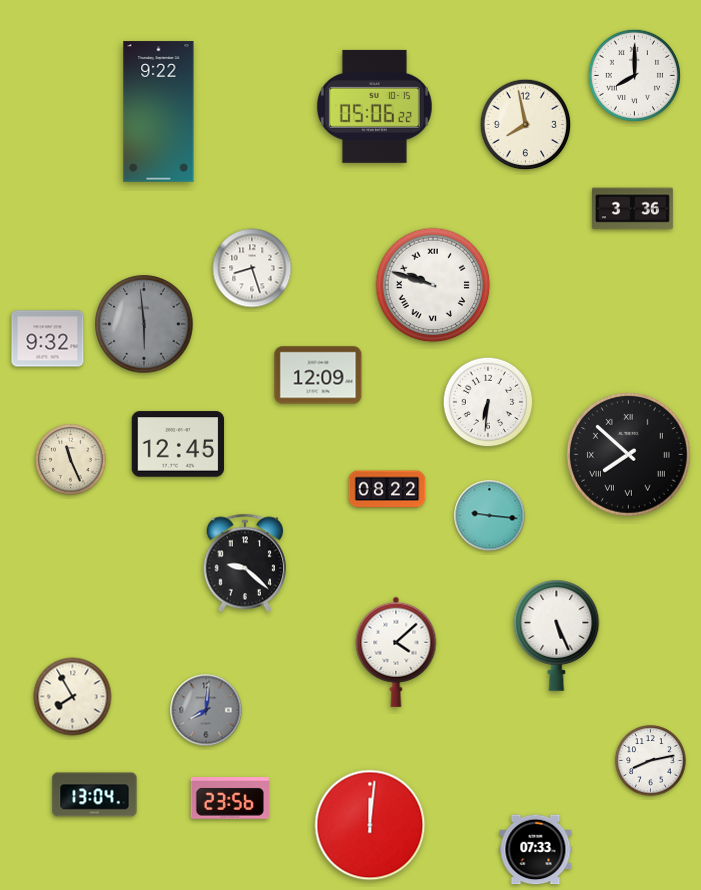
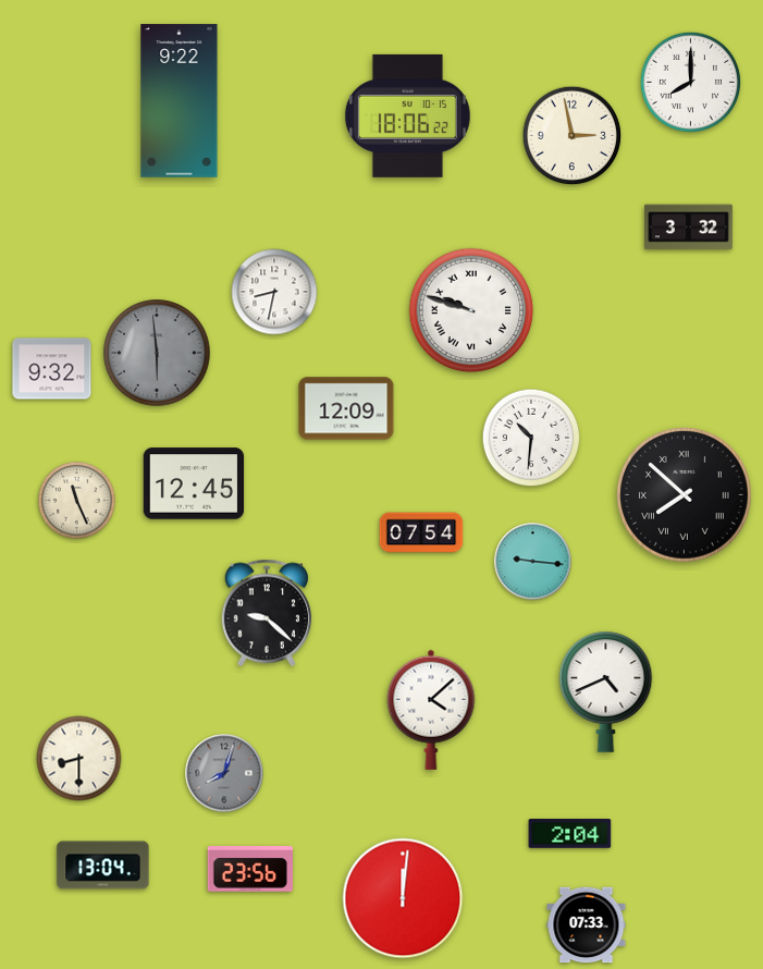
clock at (374, 106): 05:06 -> 18:06
clock at (159, 112) position: (159, 112) -> (180, 101)
clock at (526, 125): 7:58 -> 2:58
clock at (632, 209): 3:36 -> 3:32
clock at (252, 268): 8:27 -> 8:32
clock at (488, 402): 6:31 -> 10:31
clock at (387, 489): 08:22 -> 07:54
clock at (557, 635): 5:26 -> 4:41
clock at (73, 697): 7:55 -> 8:30
clock at (206, 710): 8:01 -> 8:03
clock at (651, 761): 8:13 -> none
clock at (570, 834): none -> 2:04
clock at (536, 850) position: (536, 850) -> (587, 925)
